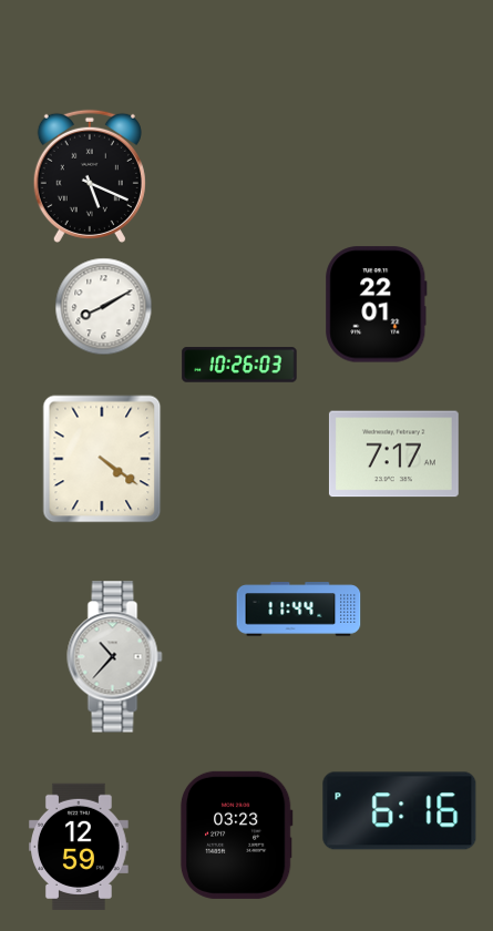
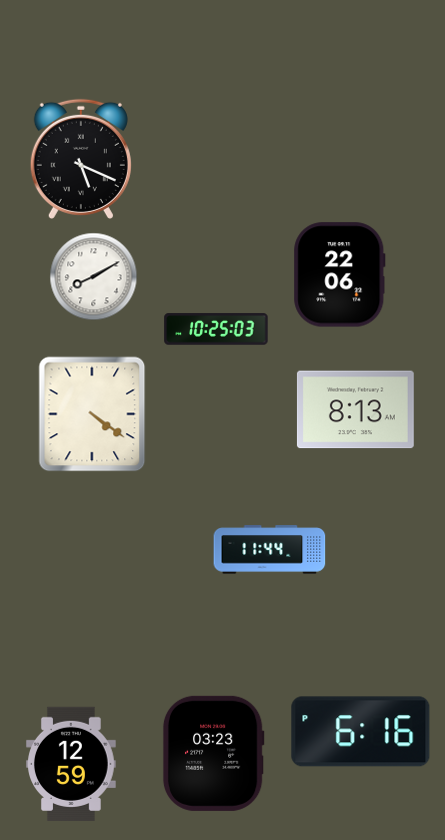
clock at (377, 305): 22:01 -> 22:06
clock at (239, 365): 10:26 -> 10:25
clock at (393, 454): 7:17 -> 8:13
clock at (115, 657): 10:37 -> none
